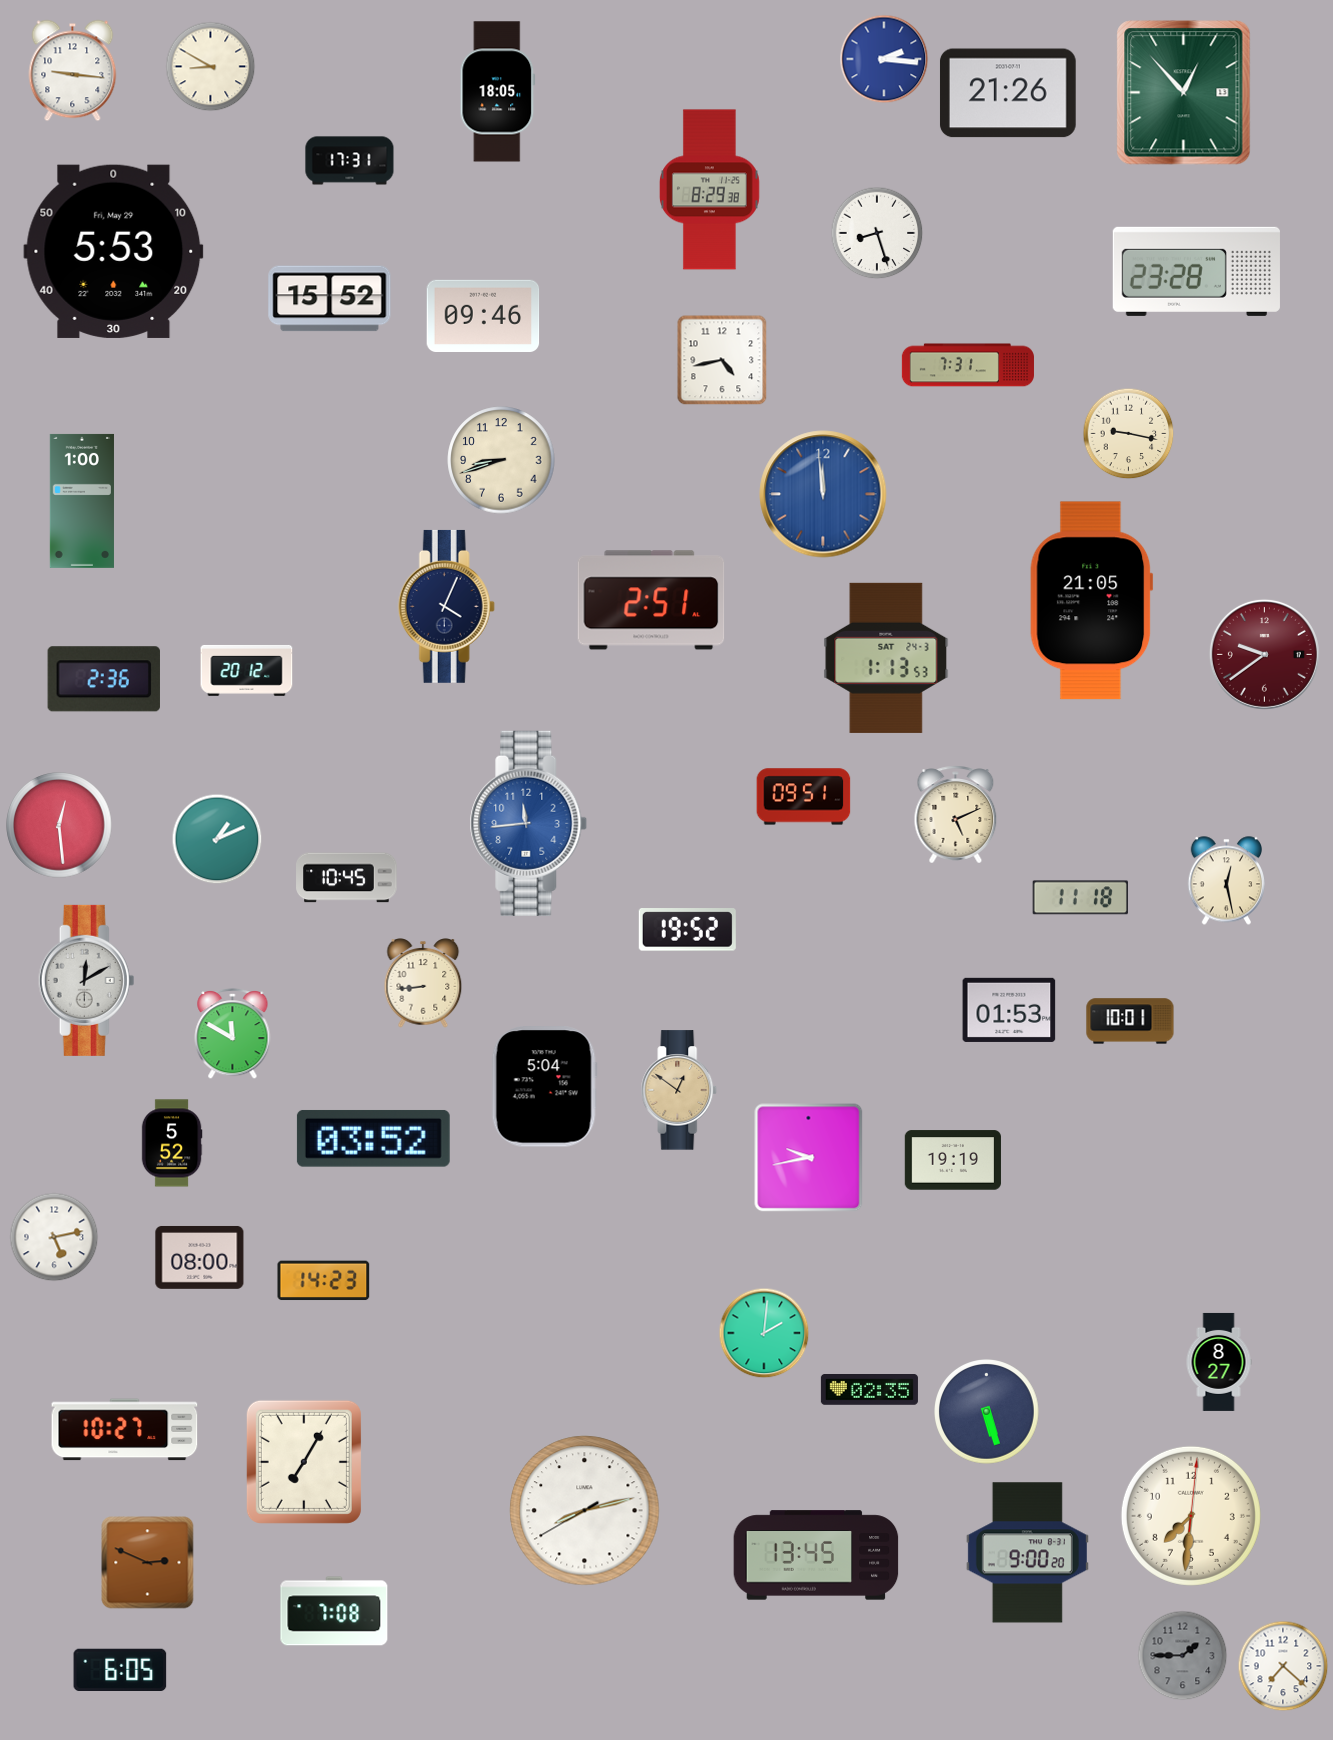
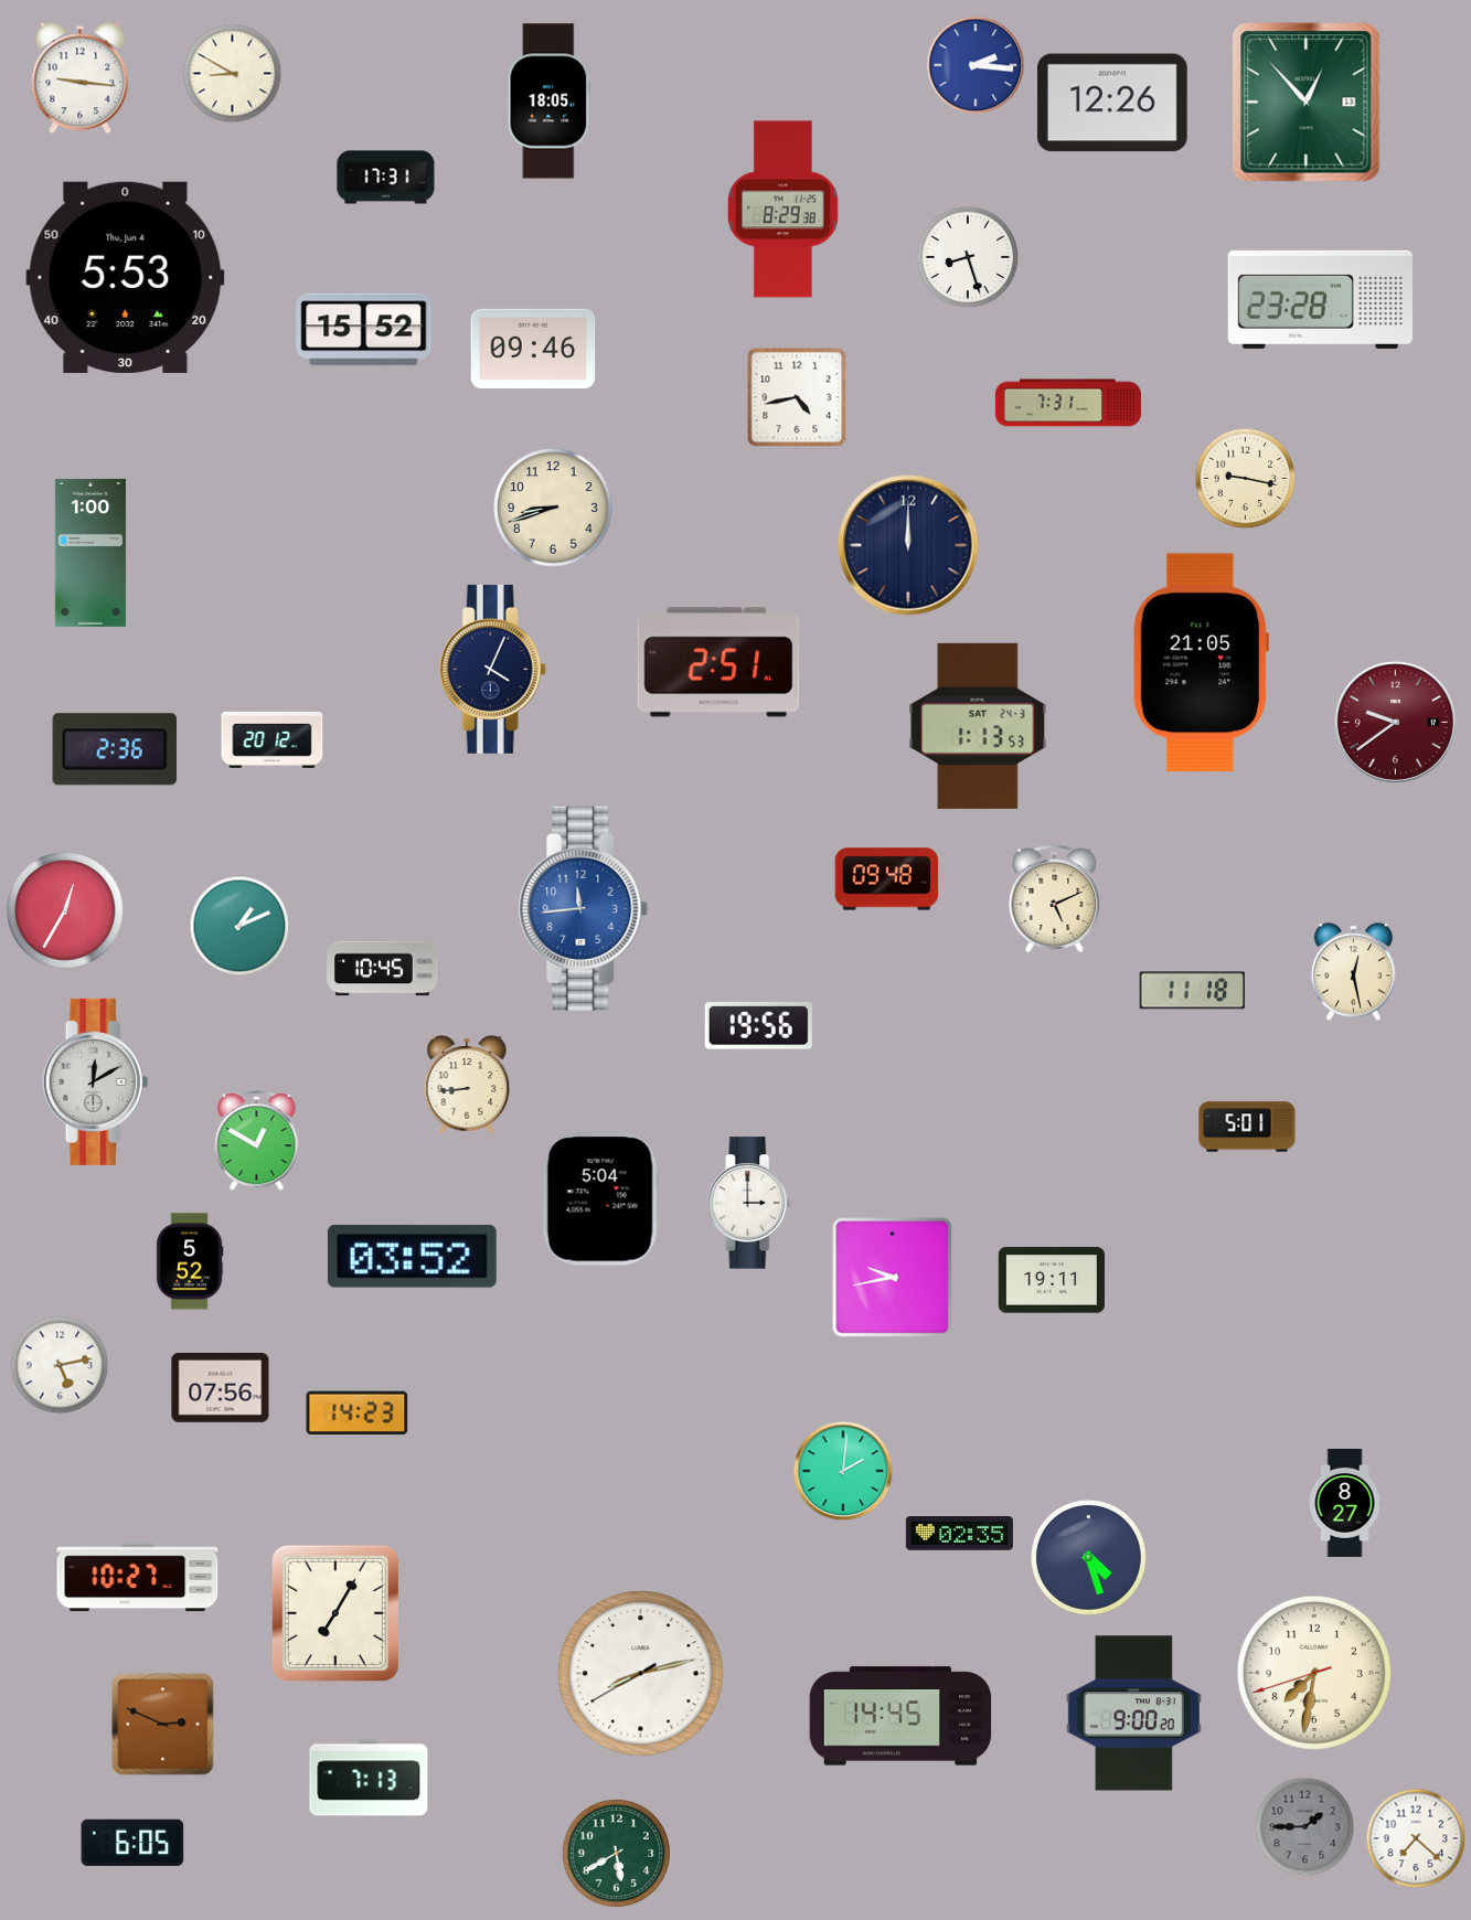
clock at (1008, 93): 21:26 -> 12:26
clock at (114, 251) date: Fri, May 29 -> Thu, Jun 4
clock at (823, 494): 11:59 -> 12:00
clock at (823, 494) dial: blue -> navy
clock at (1092, 601) position: (1092, 601) -> (1202, 663)
clock at (804, 797): 09:51 -> 09:48
clock at (59, 825): 12:29 -> 12:35
clock at (687, 930): 19:52 -> 19:56
clock at (1009, 1010): 01:53 -> none
clock at (1130, 1021): 10:01 -> 5:01
clock at (233, 1033): 11:50 -> 12:50
clock at (679, 1090): 12:51 -> 3:00
clock at (679, 1090) dial: champagne -> white
clock at (953, 1160): 19:19 -> 19:11
clock at (200, 1258): 08:00 -> 07:56
clock at (987, 1412): 5:27 -> 4:27
clock at (585, 1511) position: (585, 1511) -> (641, 1674)
clock at (1191, 1516): 7:31:01 -> 7:31:42
clock at (816, 1555): 13:45 -> 14:45
clock at (334, 1611): 7:08 -> 7:13
clock at (616, 1853): none -> 5:40
